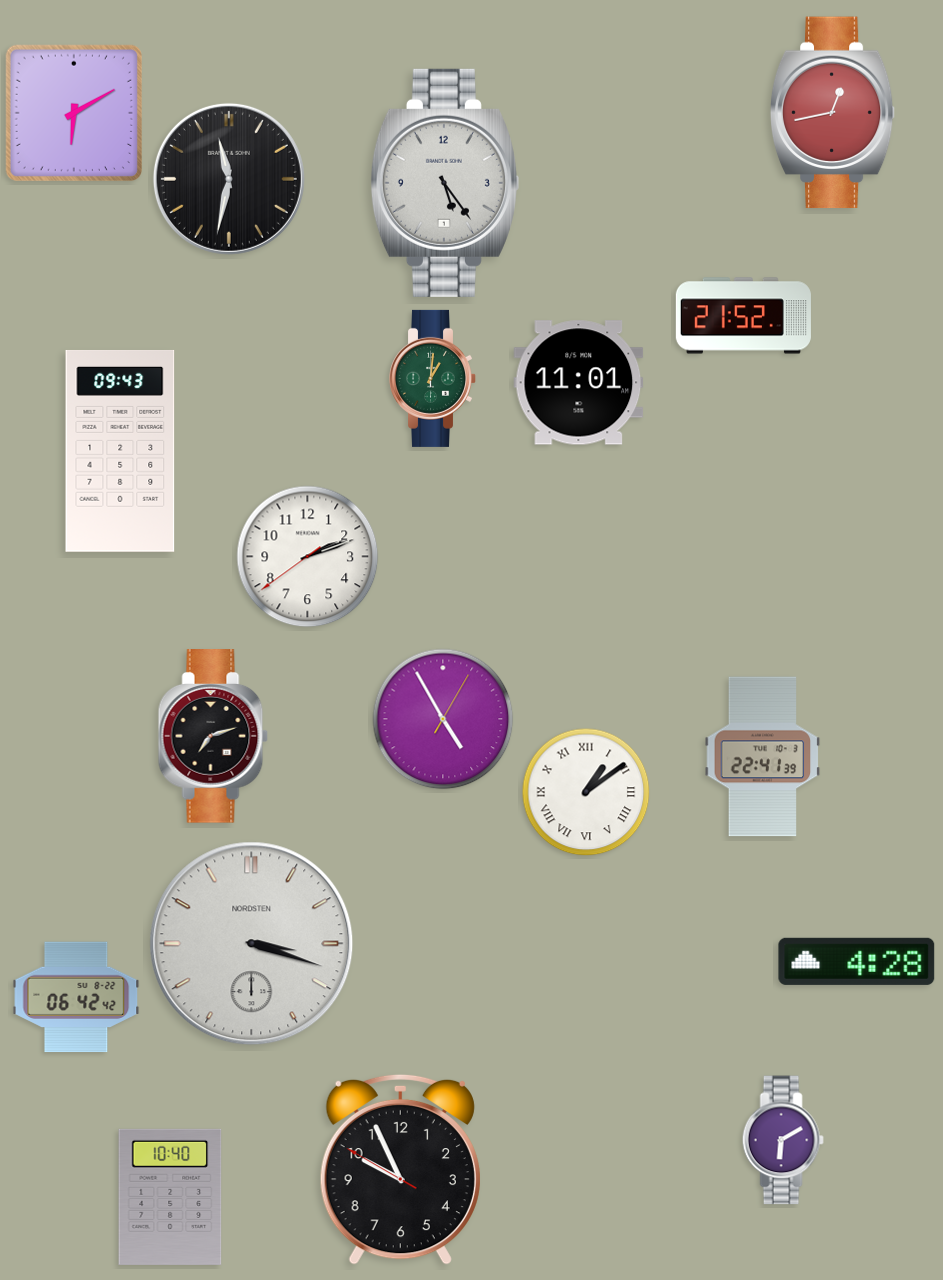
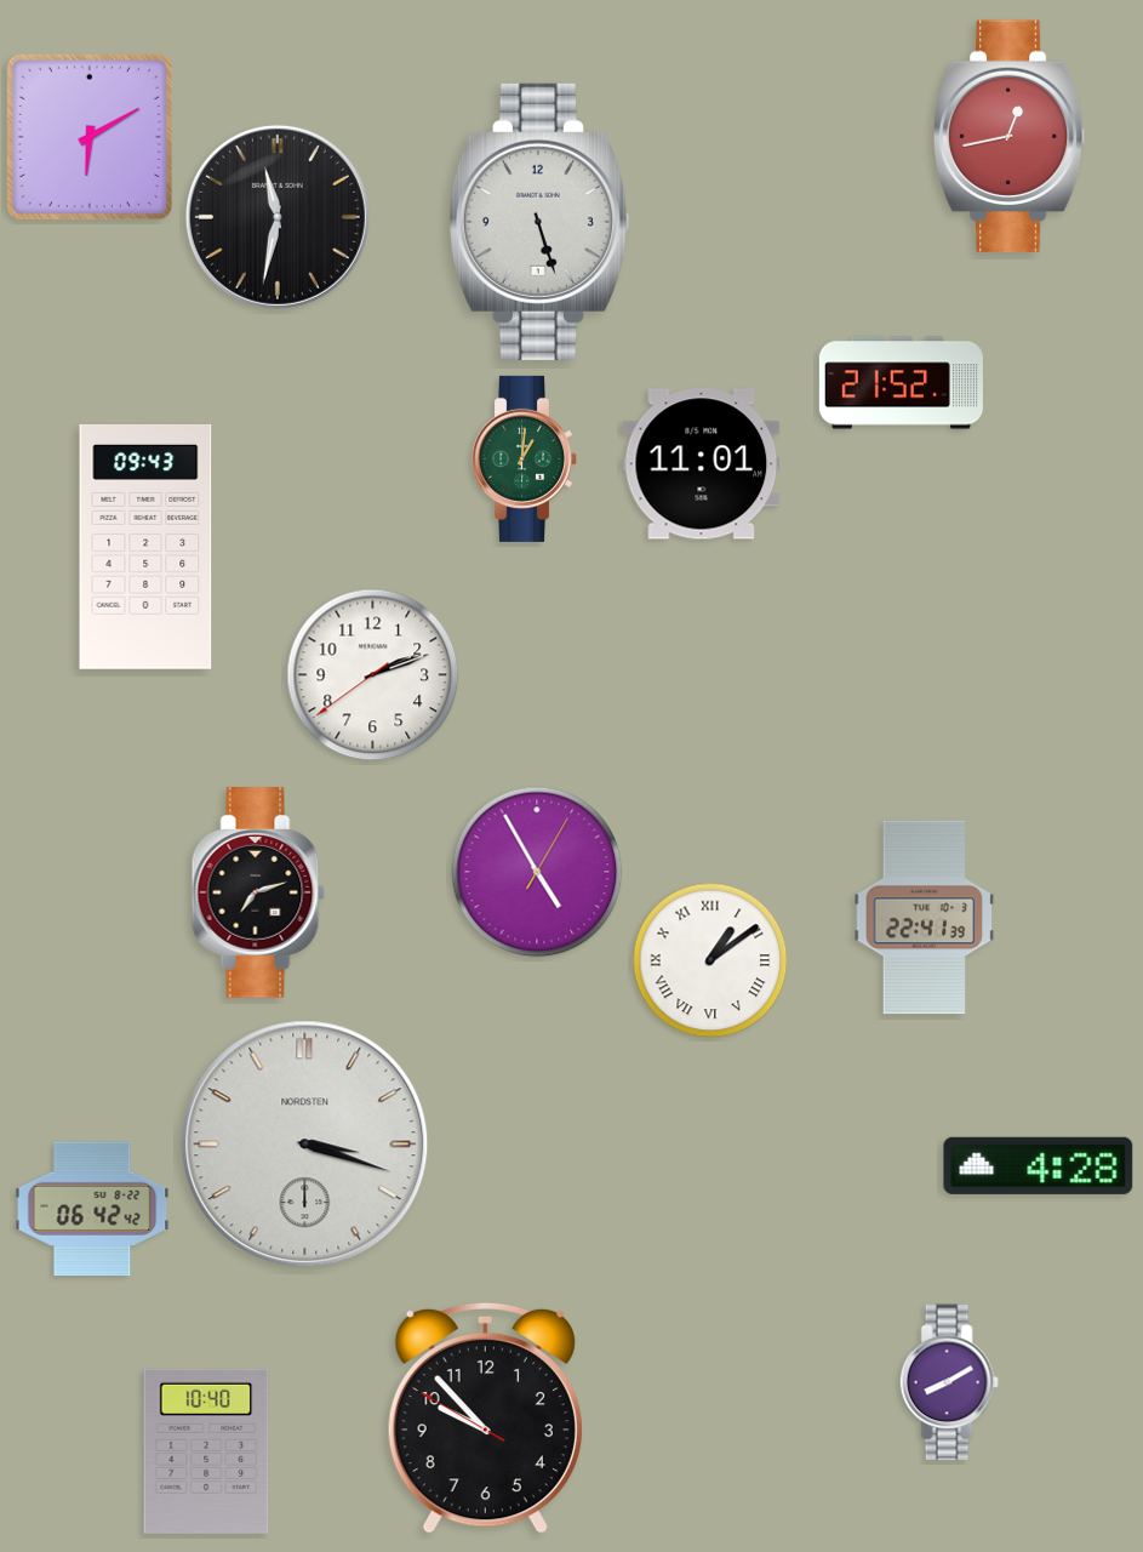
clock at (444, 183): 5:24 -> 5:27
clock at (783, 1140): 6:10 -> 8:10
clock at (400, 1169): 9:55 -> 9:52
